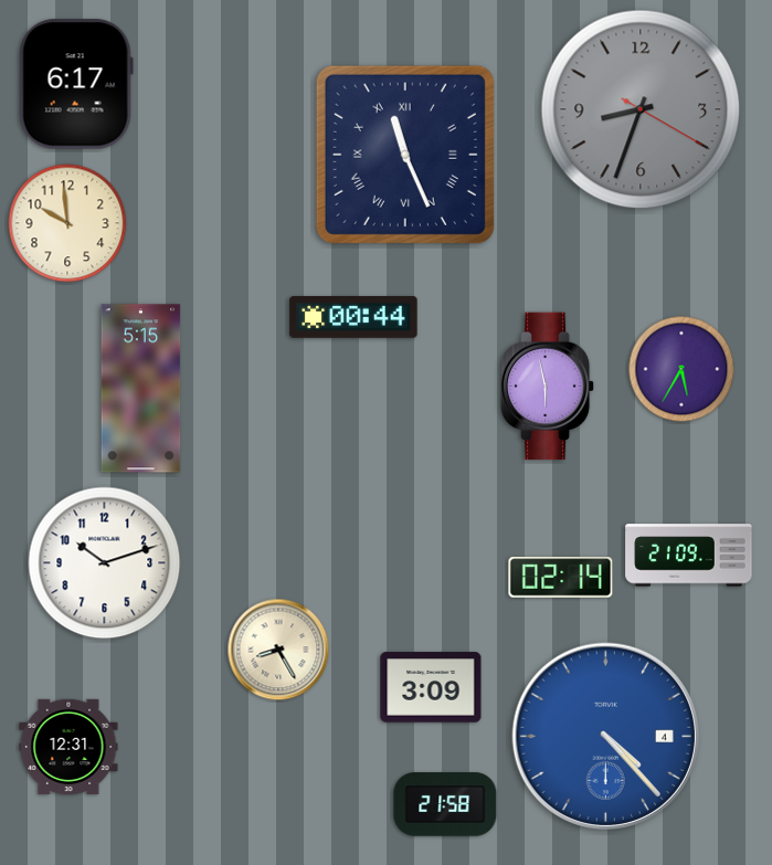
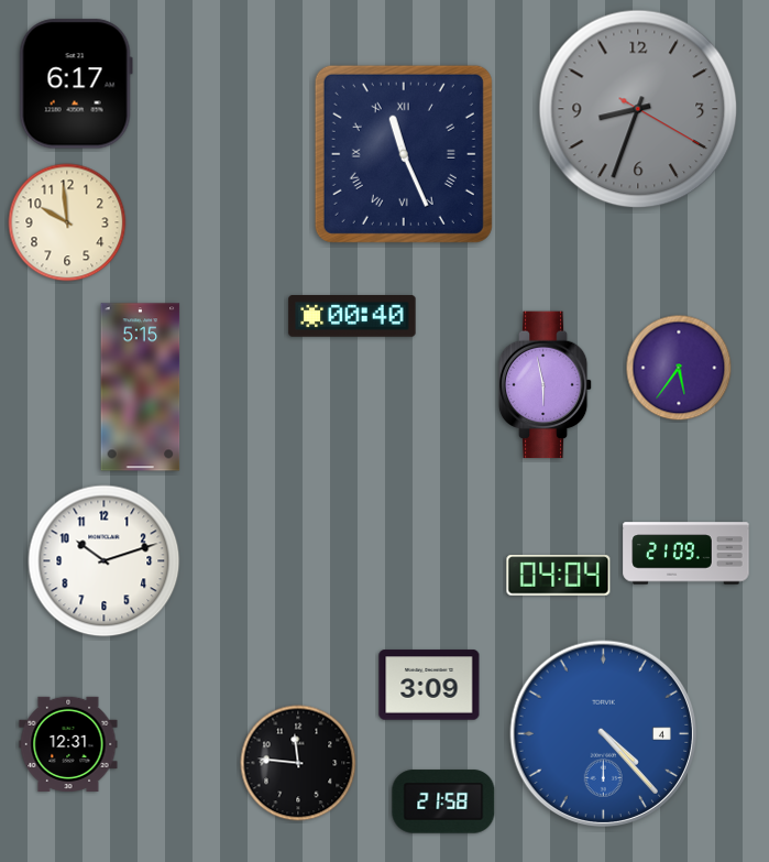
clock at (353, 318): 00:44 -> 00:40
clock at (681, 369): 5:35 -> 5:36
clock at (561, 578): 02:14 -> 04:04
clock at (278, 650): 8:25 -> none
clock at (298, 763): none -> 11:46
